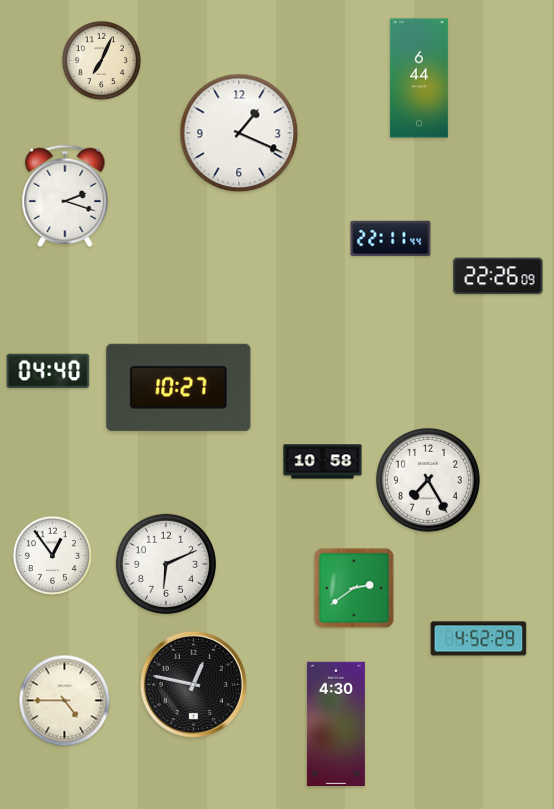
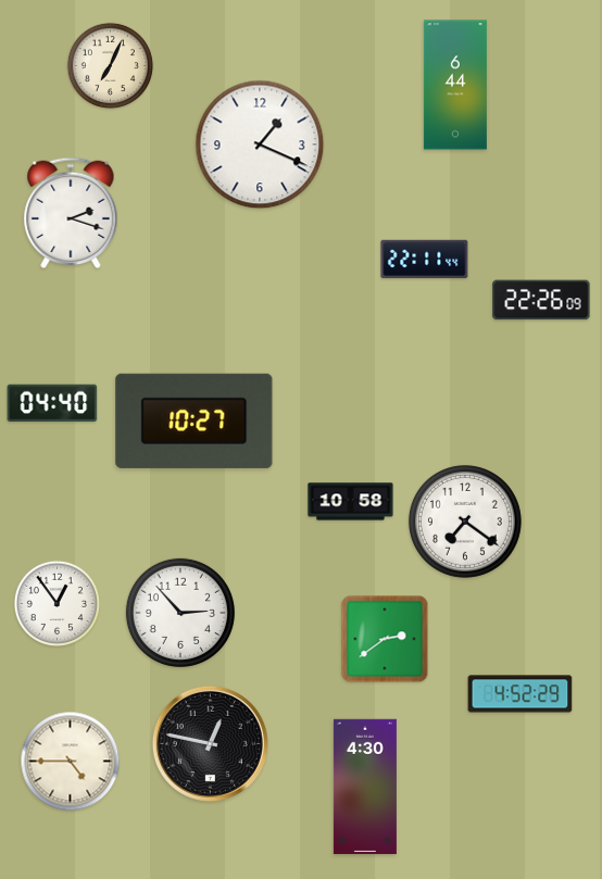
clock at (428, 480): 7:25 -> 7:21
clock at (166, 564): 6:11 -> 2:53
